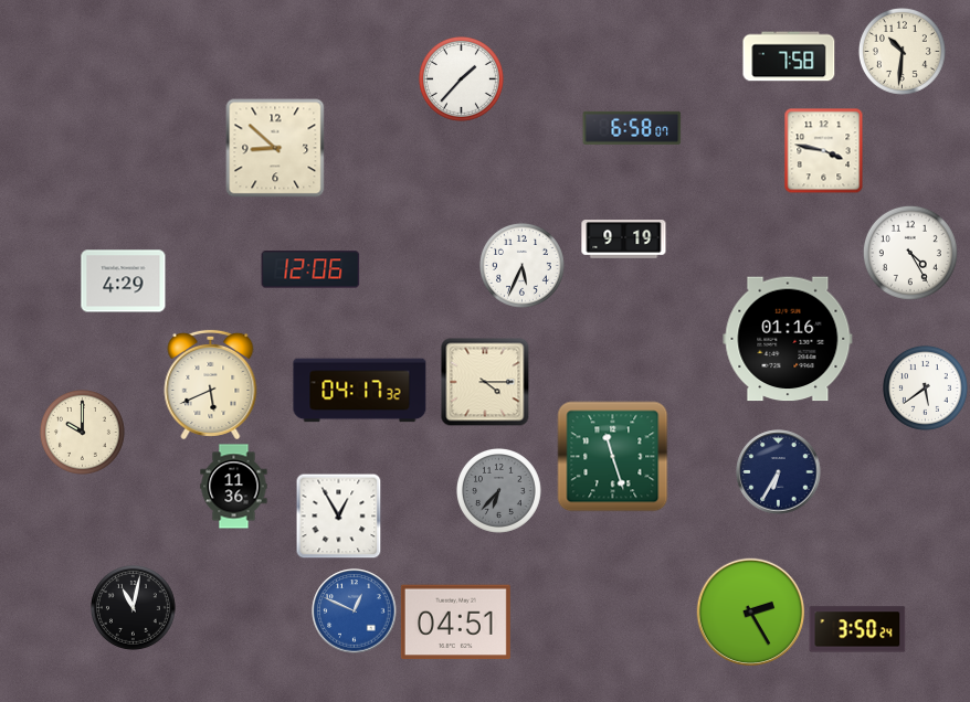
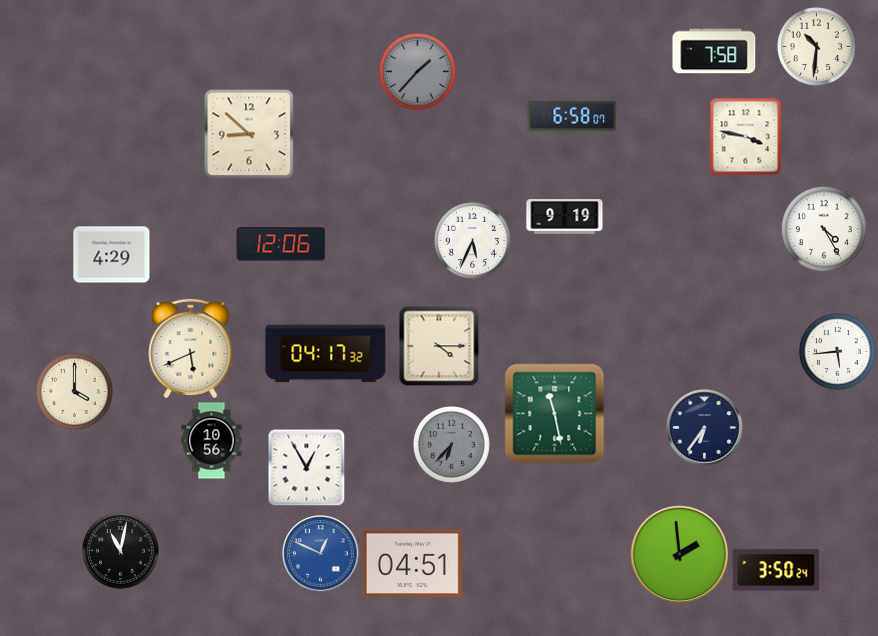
clock at (461, 78) dial: white -> grey
clock at (788, 339): 01:16 -> none
clock at (925, 387): 5:39 -> 5:44
clock at (82, 432): 10:00 -> 4:00
clock at (613, 457): 11:27 -> 11:28
clock at (779, 472): 6:35 -> 6:36
clock at (234, 487): 11:36 -> 10:56
clock at (751, 613): 2:25 -> 1:59
